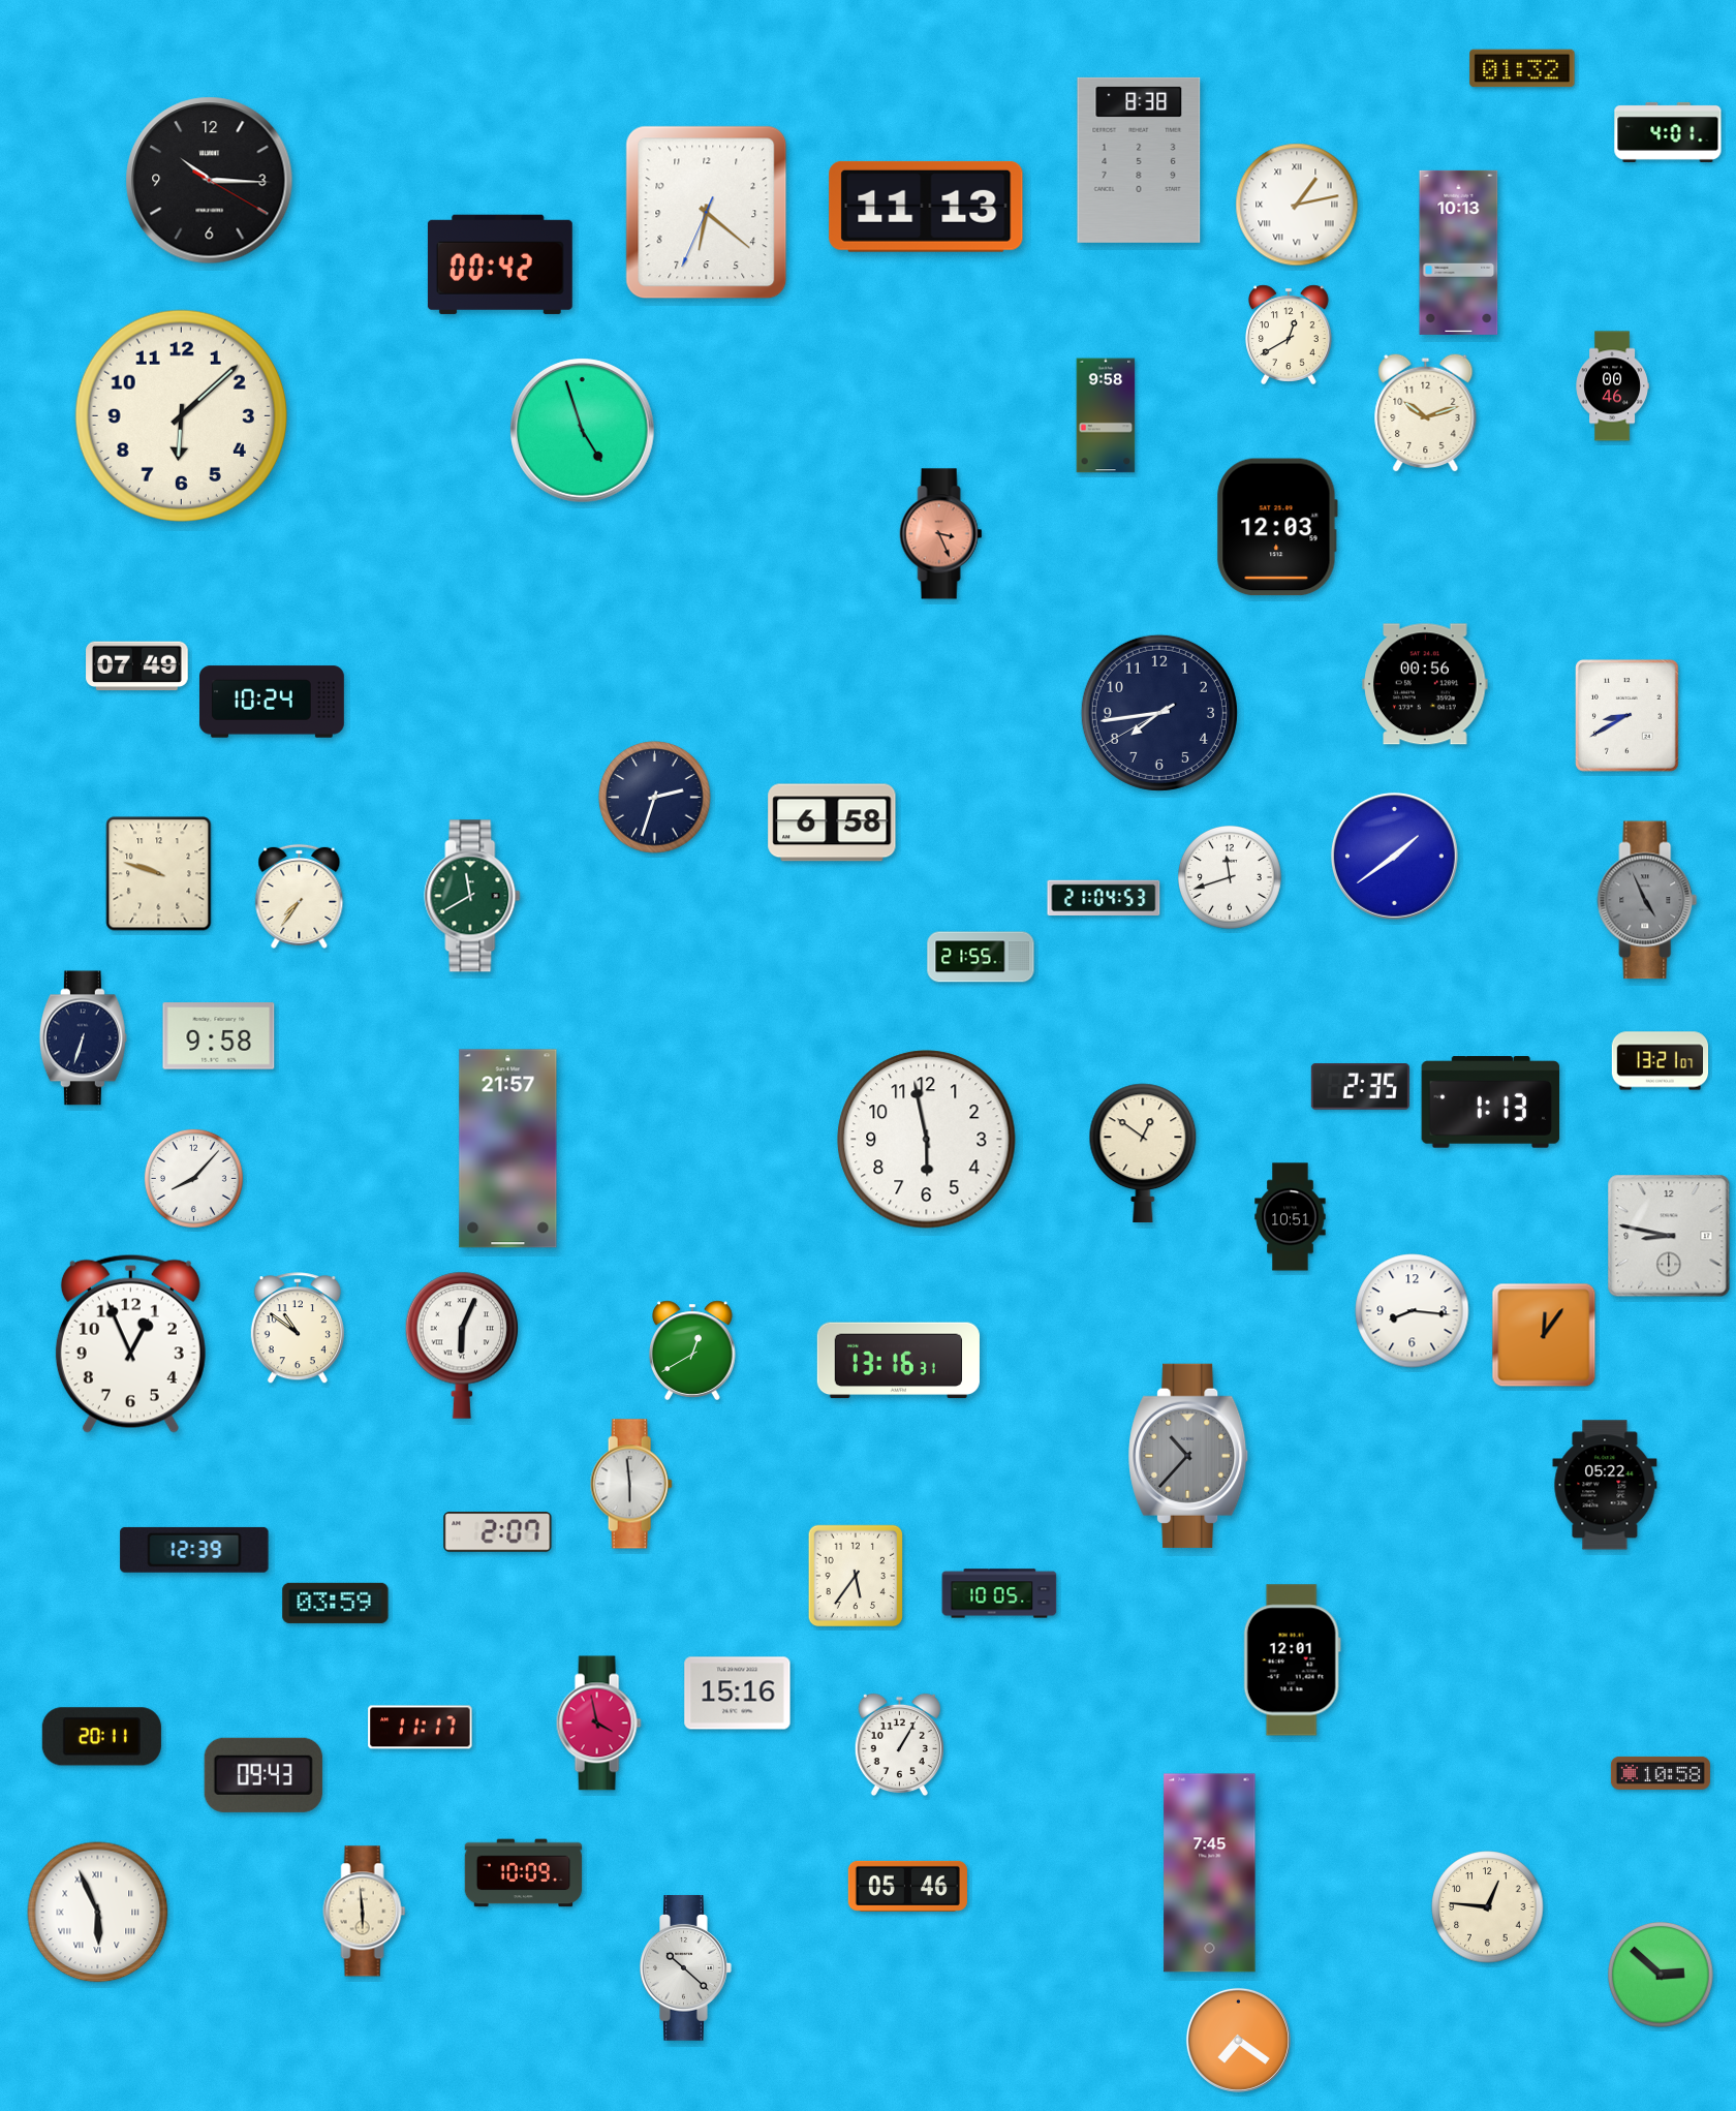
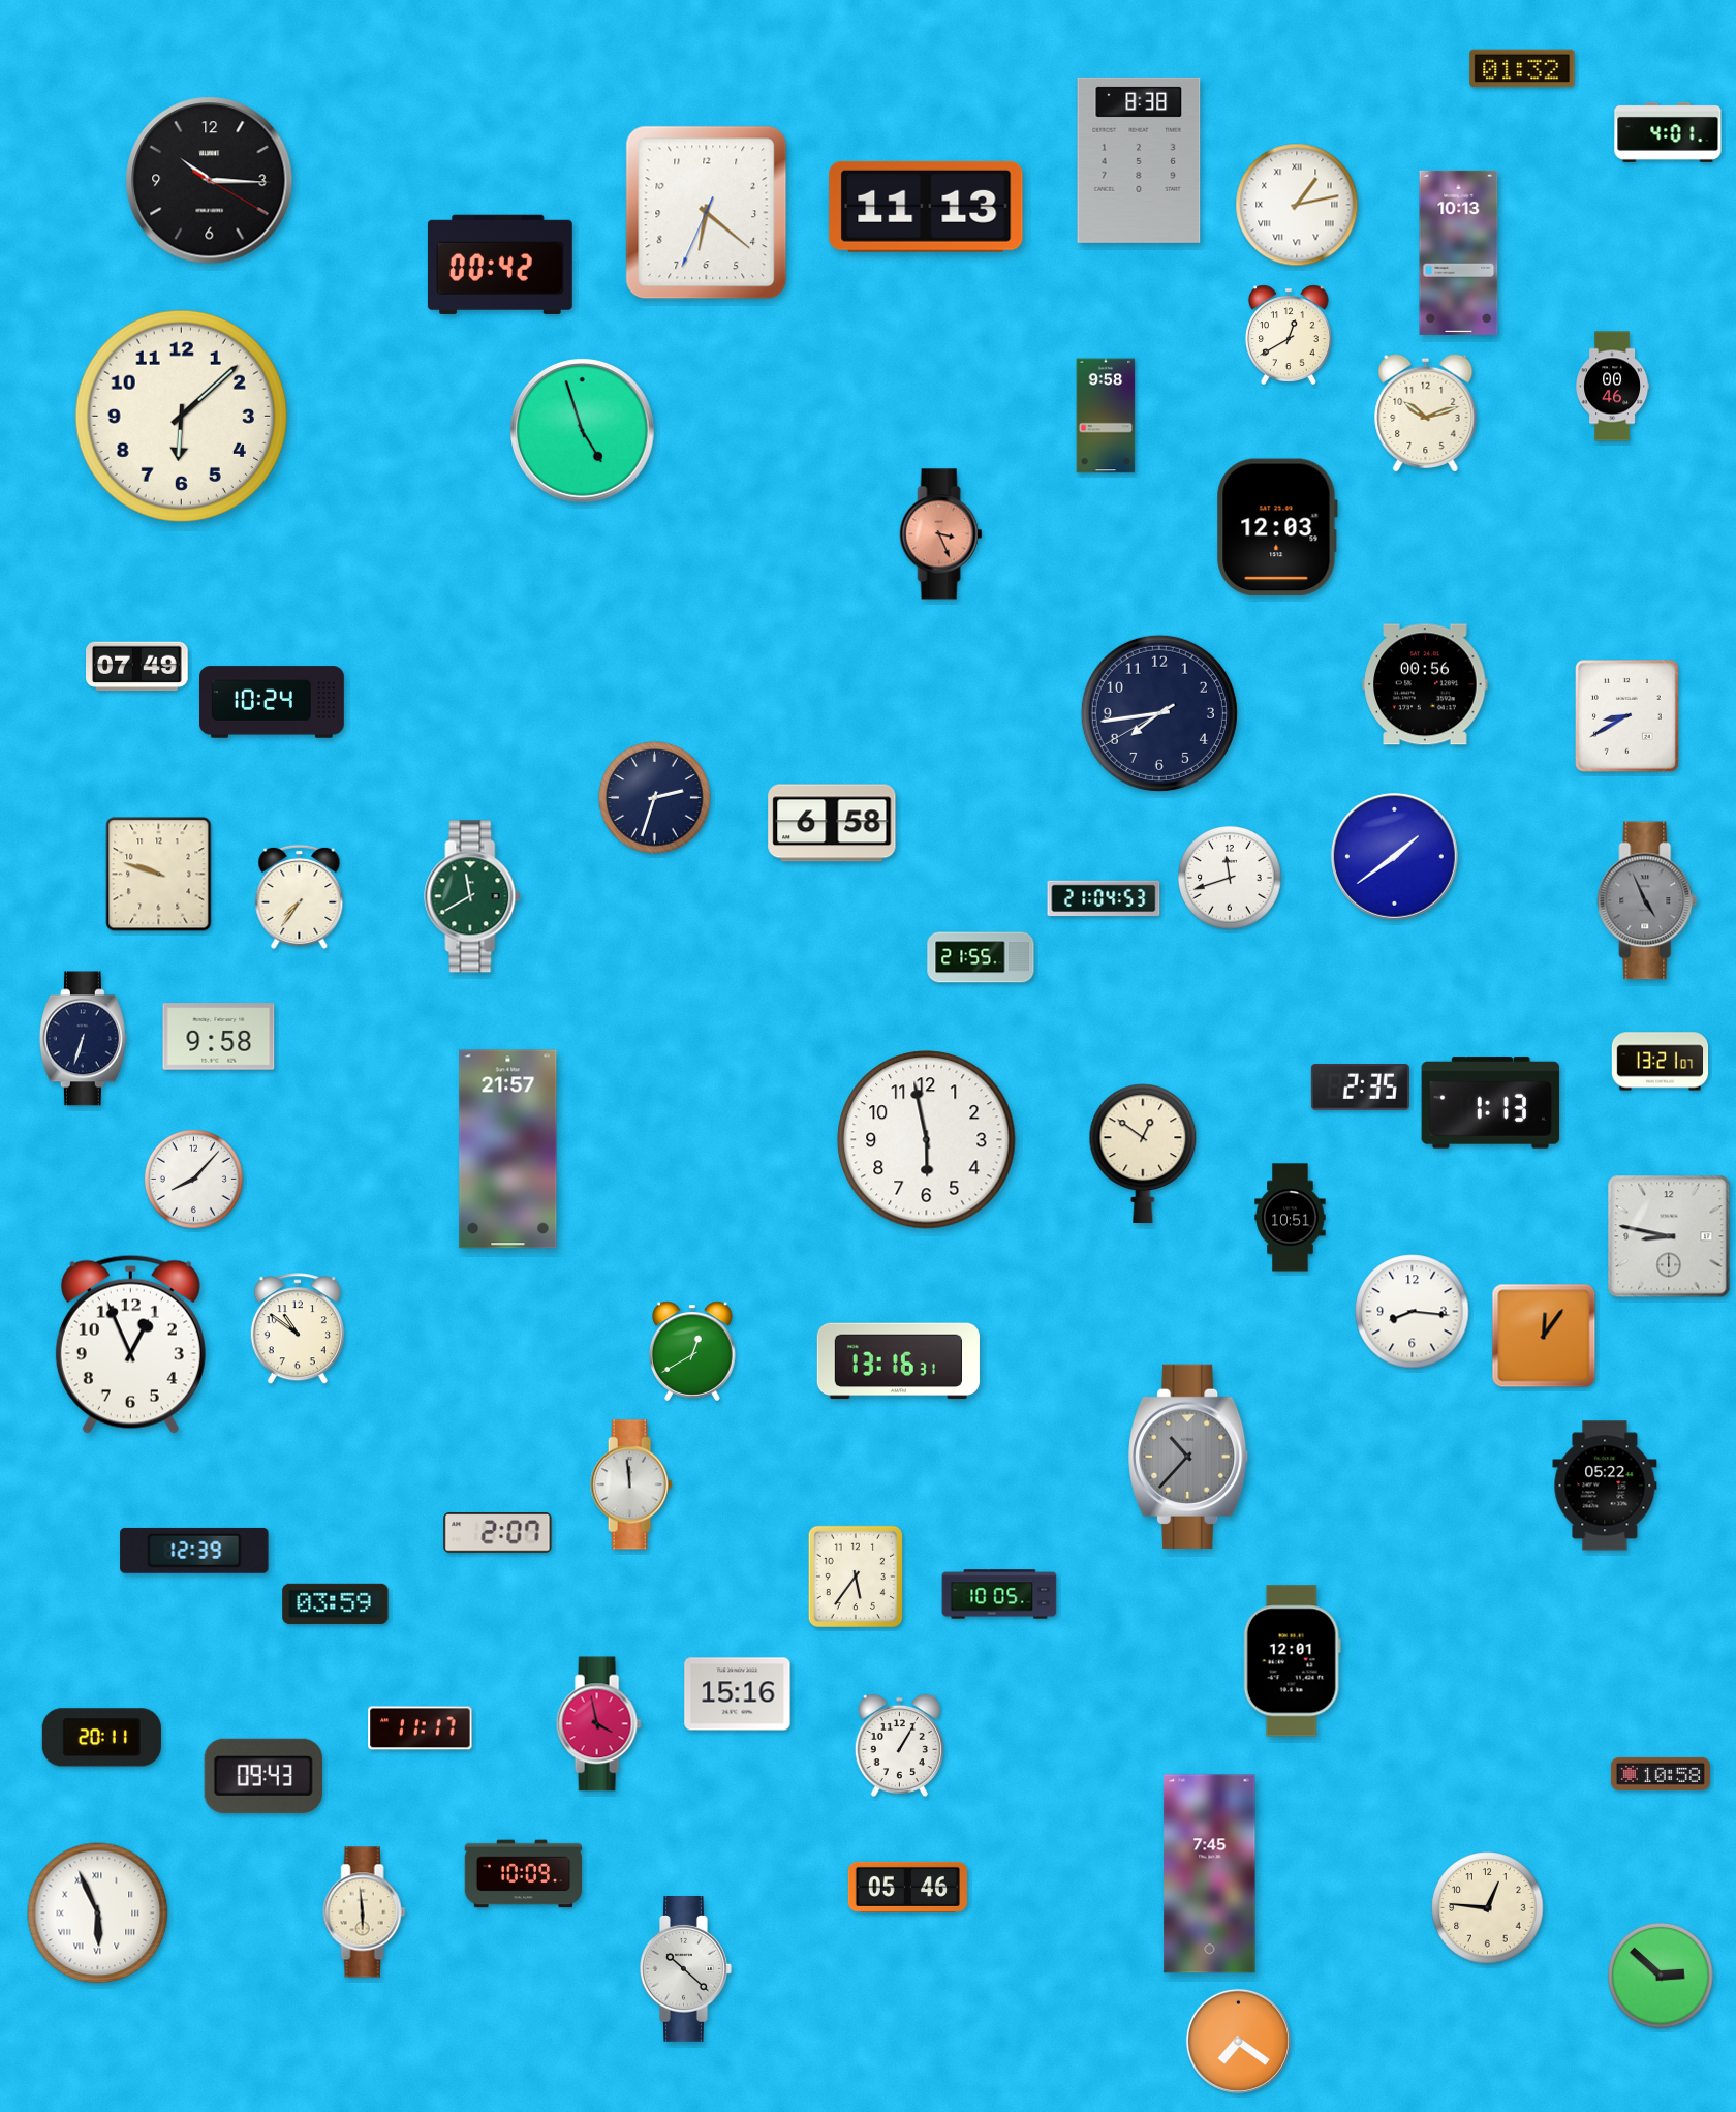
clock at (462, 1345): 6:04 -> none
clock at (631, 1484): 5:59 -> 11:59
